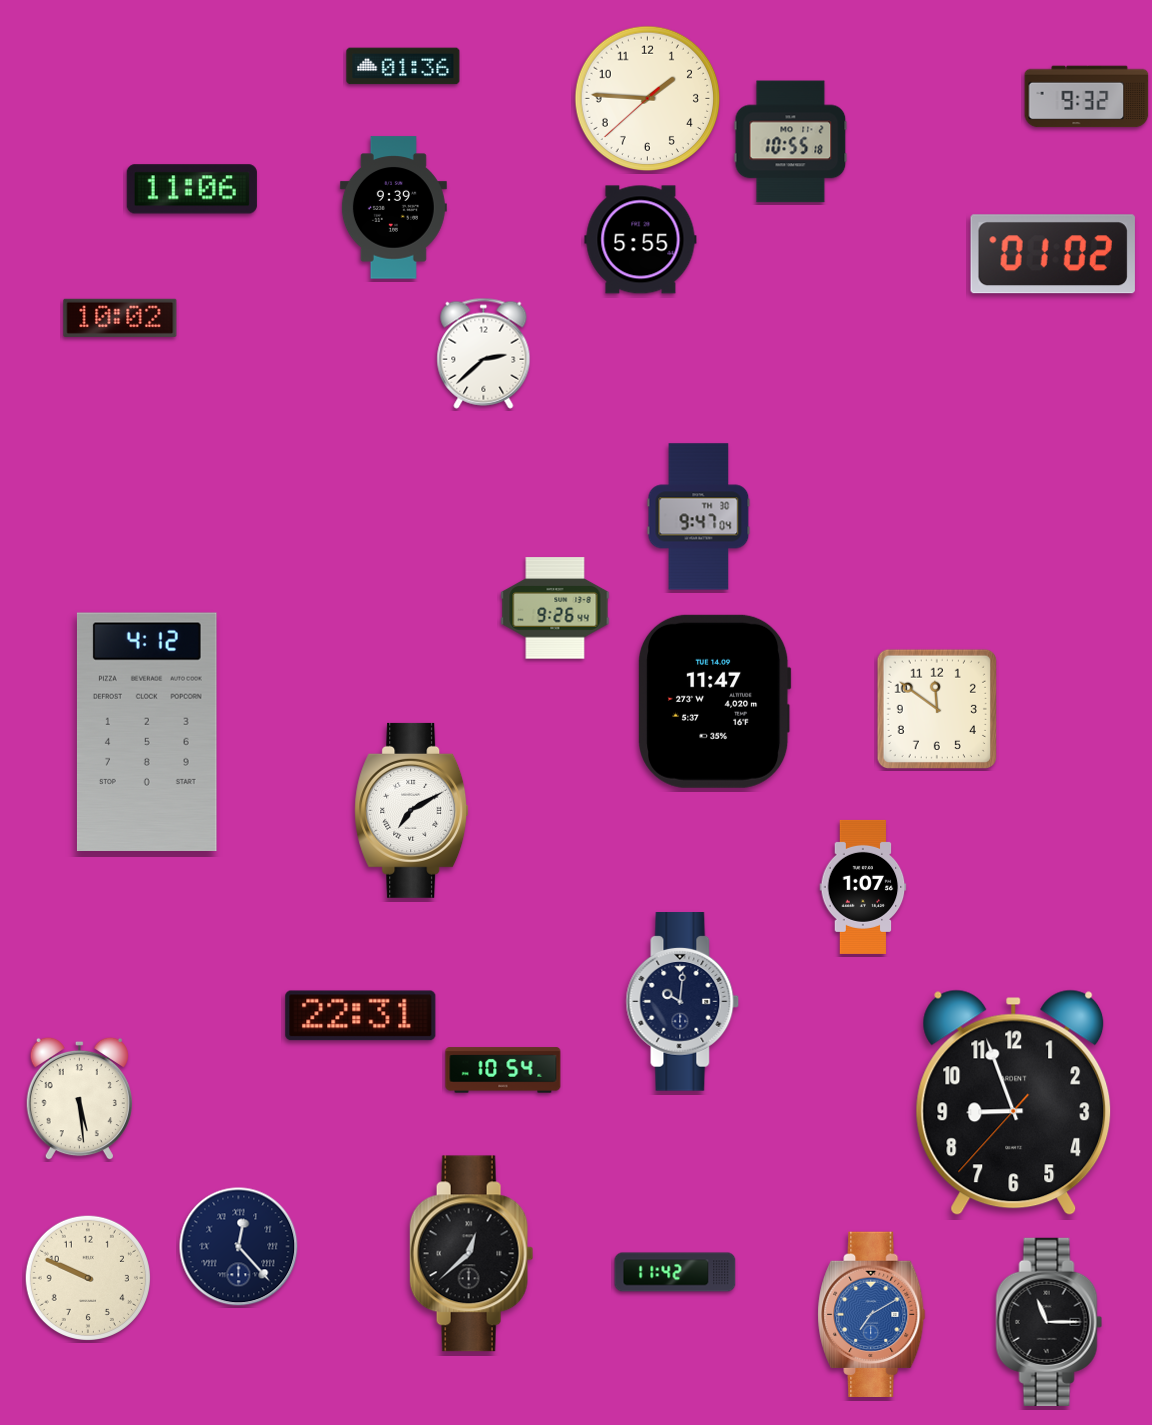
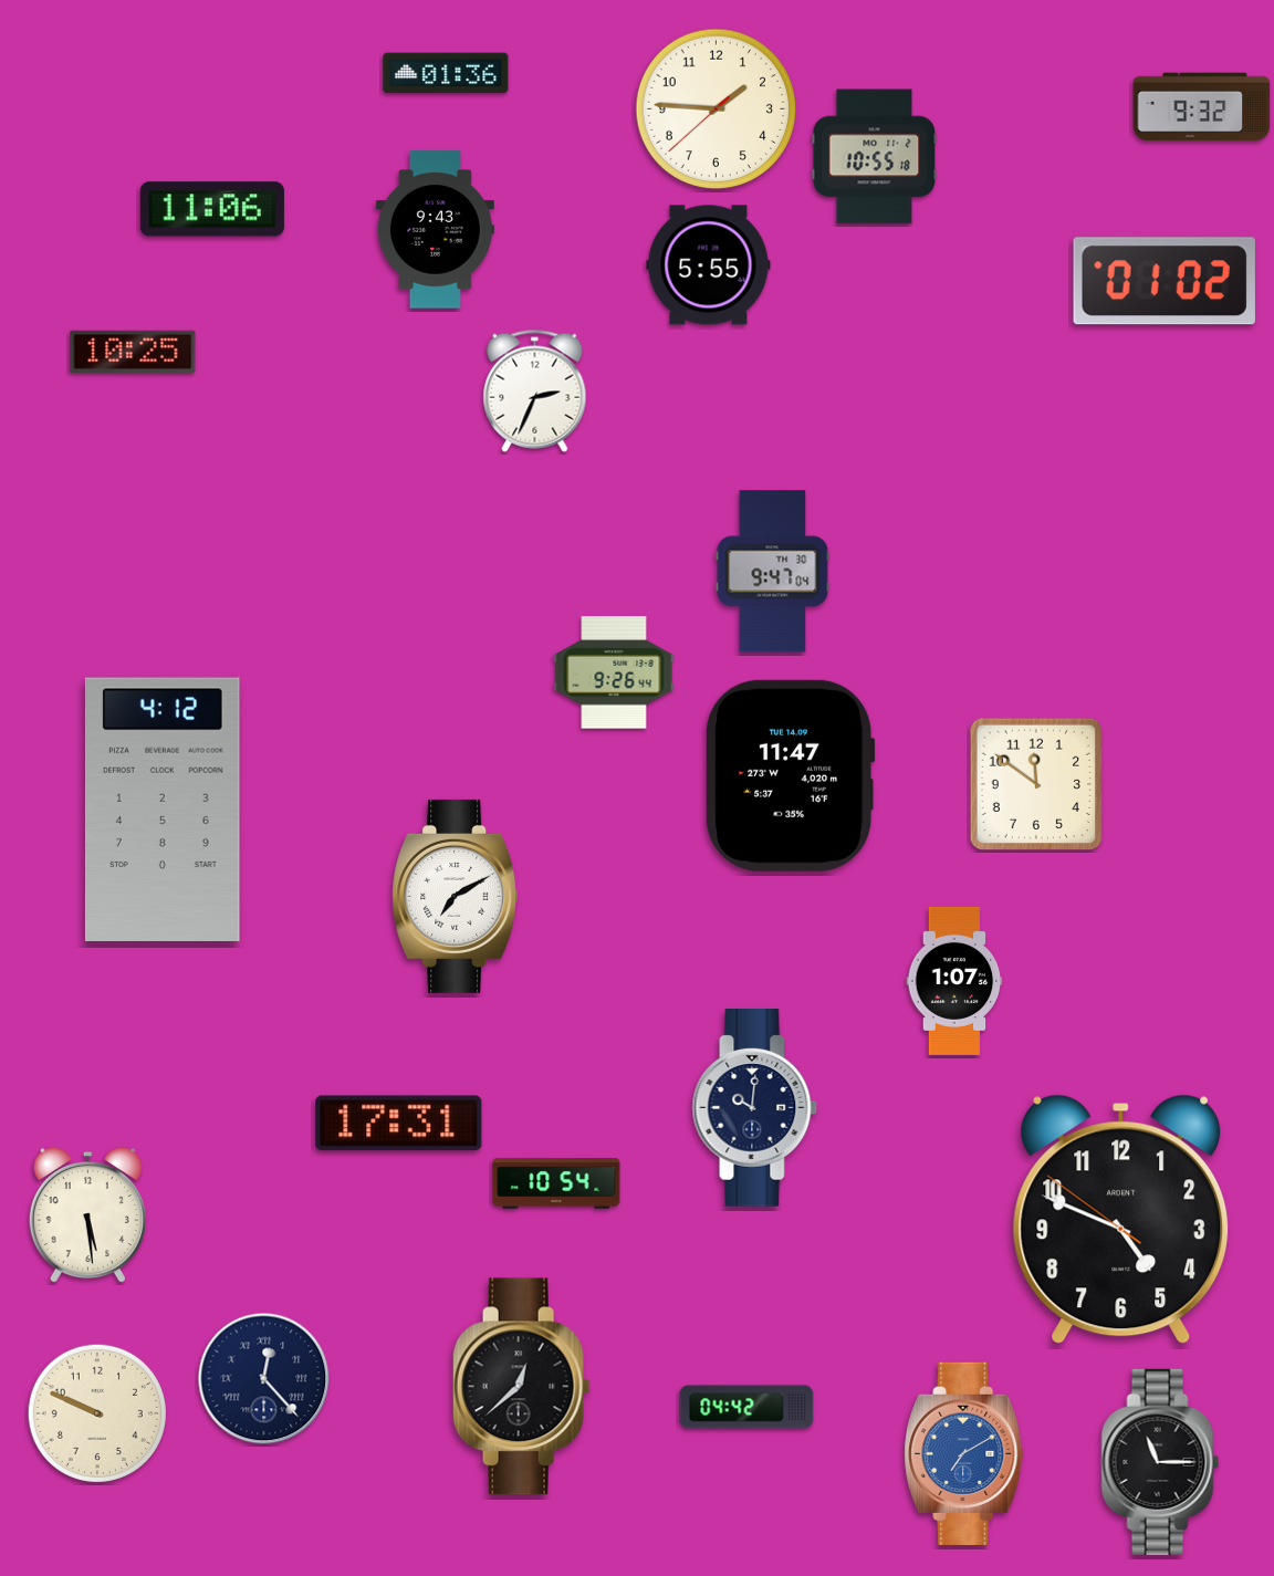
clock at (393, 208): 9:39 -> 9:43
clock at (120, 318): 10:02 -> 10:25
clock at (484, 353): 2:38 -> 2:34
clock at (361, 1016): 22:31 -> 17:31
clock at (1014, 1103): 8:56 -> 4:48
clock at (675, 1272): 11:42 -> 04:42
